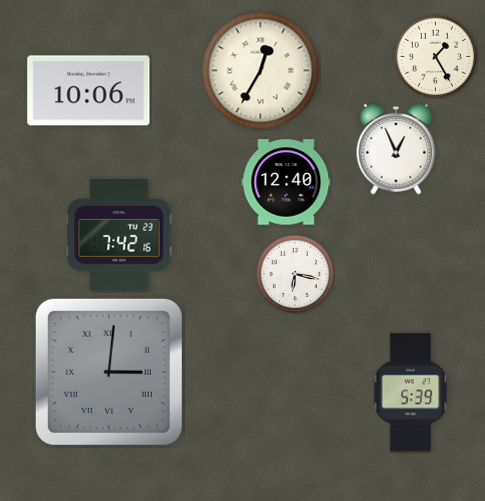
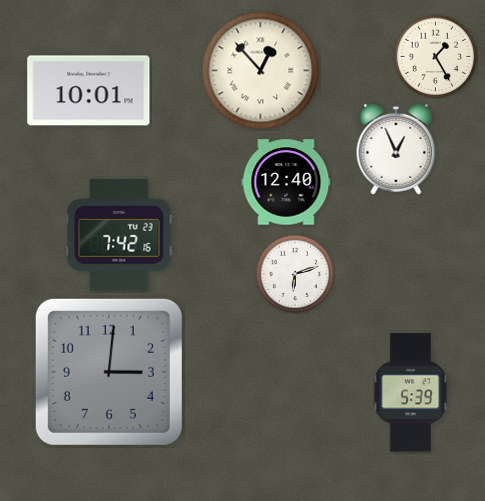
clock at (261, 71): 12:35 -> 12:53
clock at (89, 91): 10:06 -> 10:01
clock at (295, 274): 6:17 -> 6:12
clock at (109, 372) numerals: Roman -> Arabic
